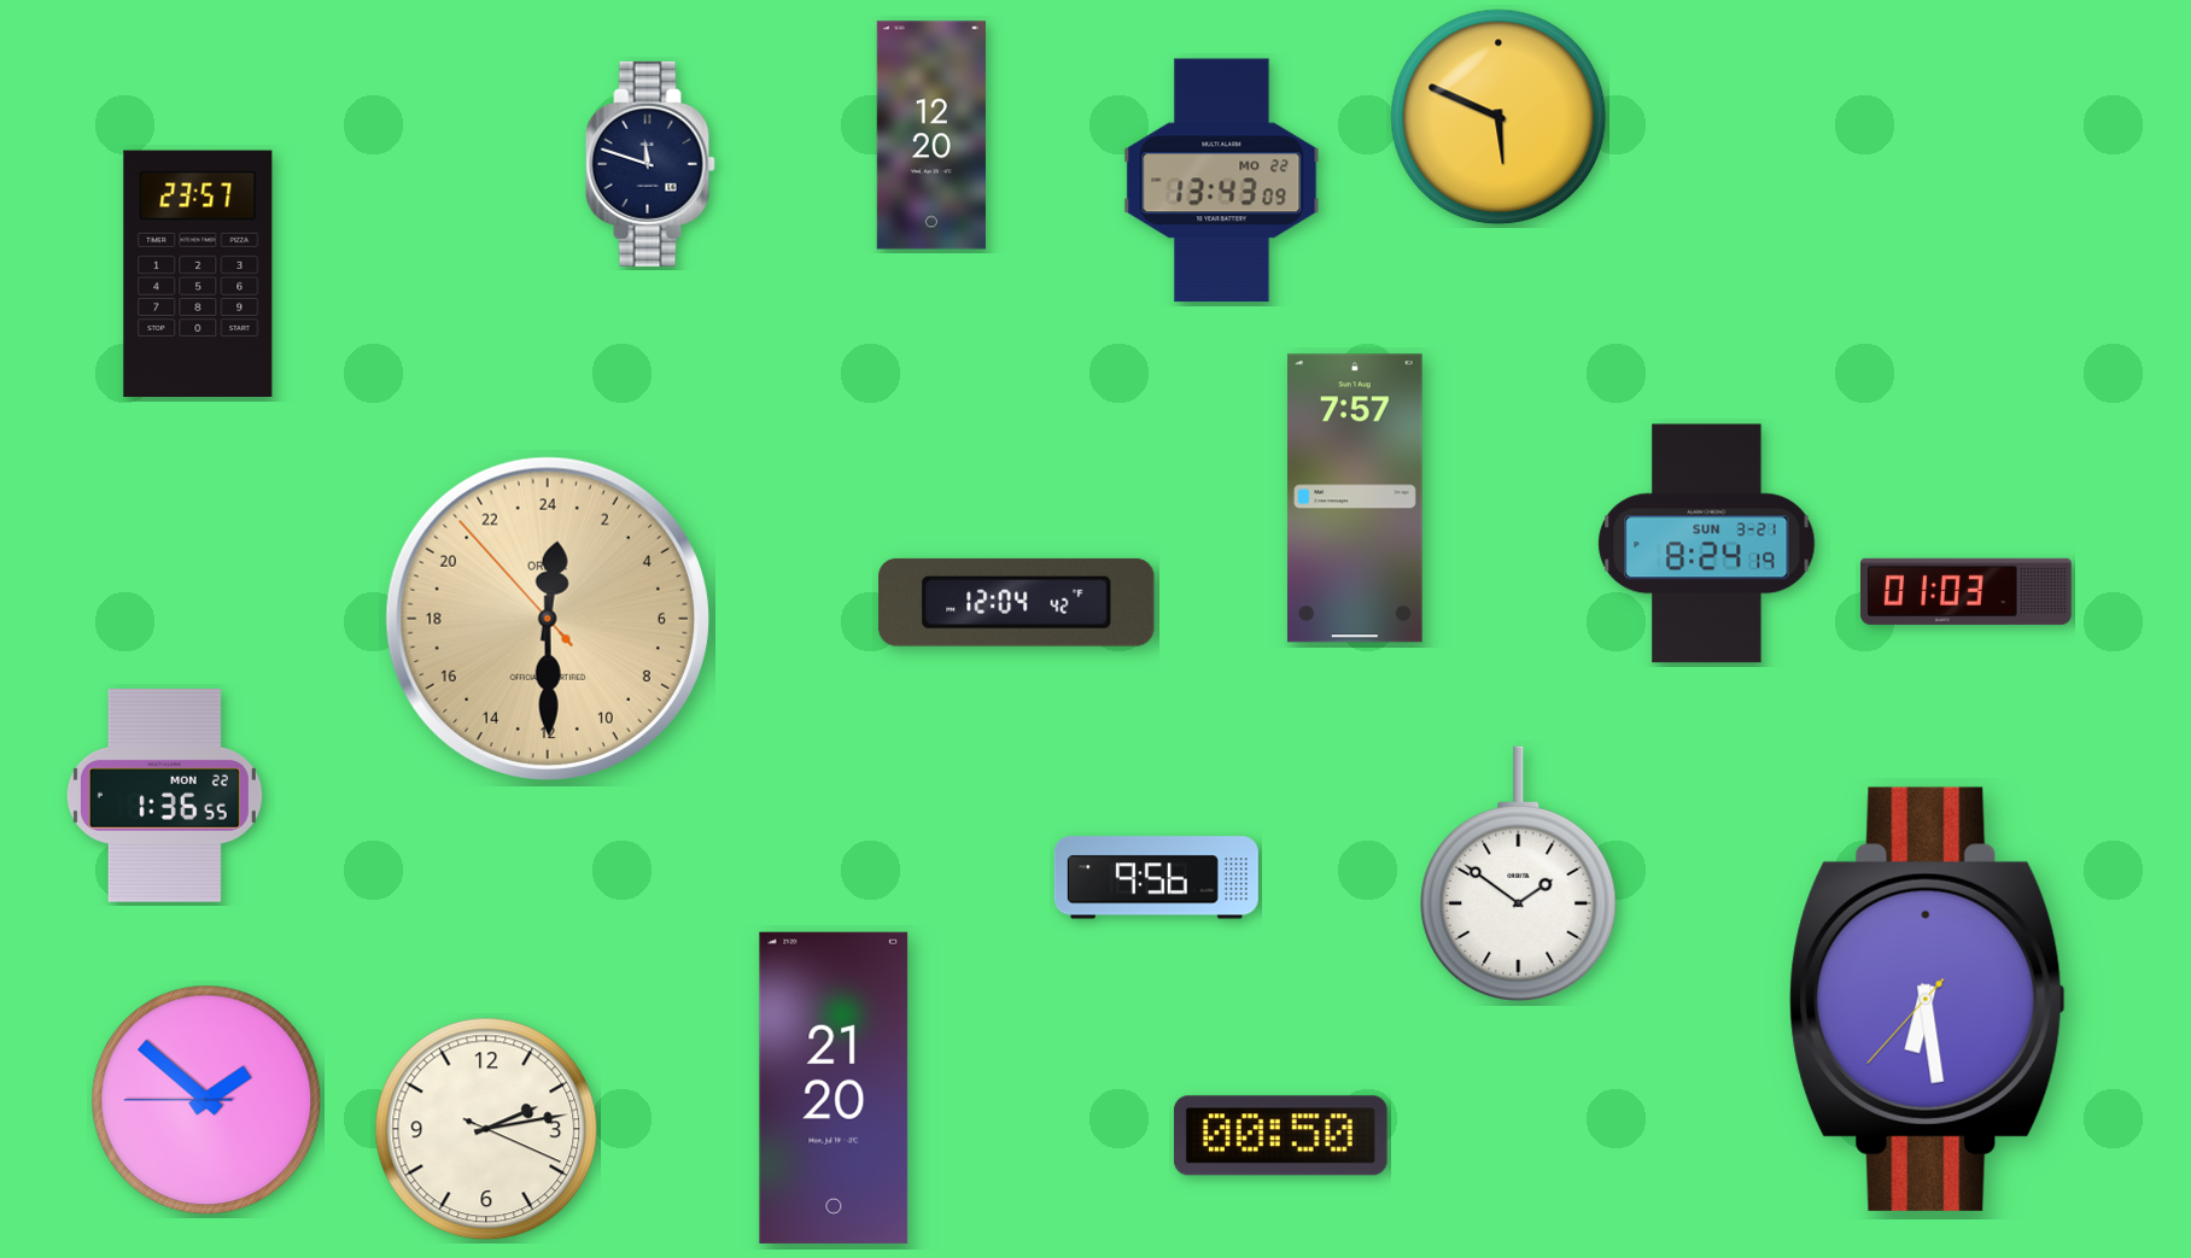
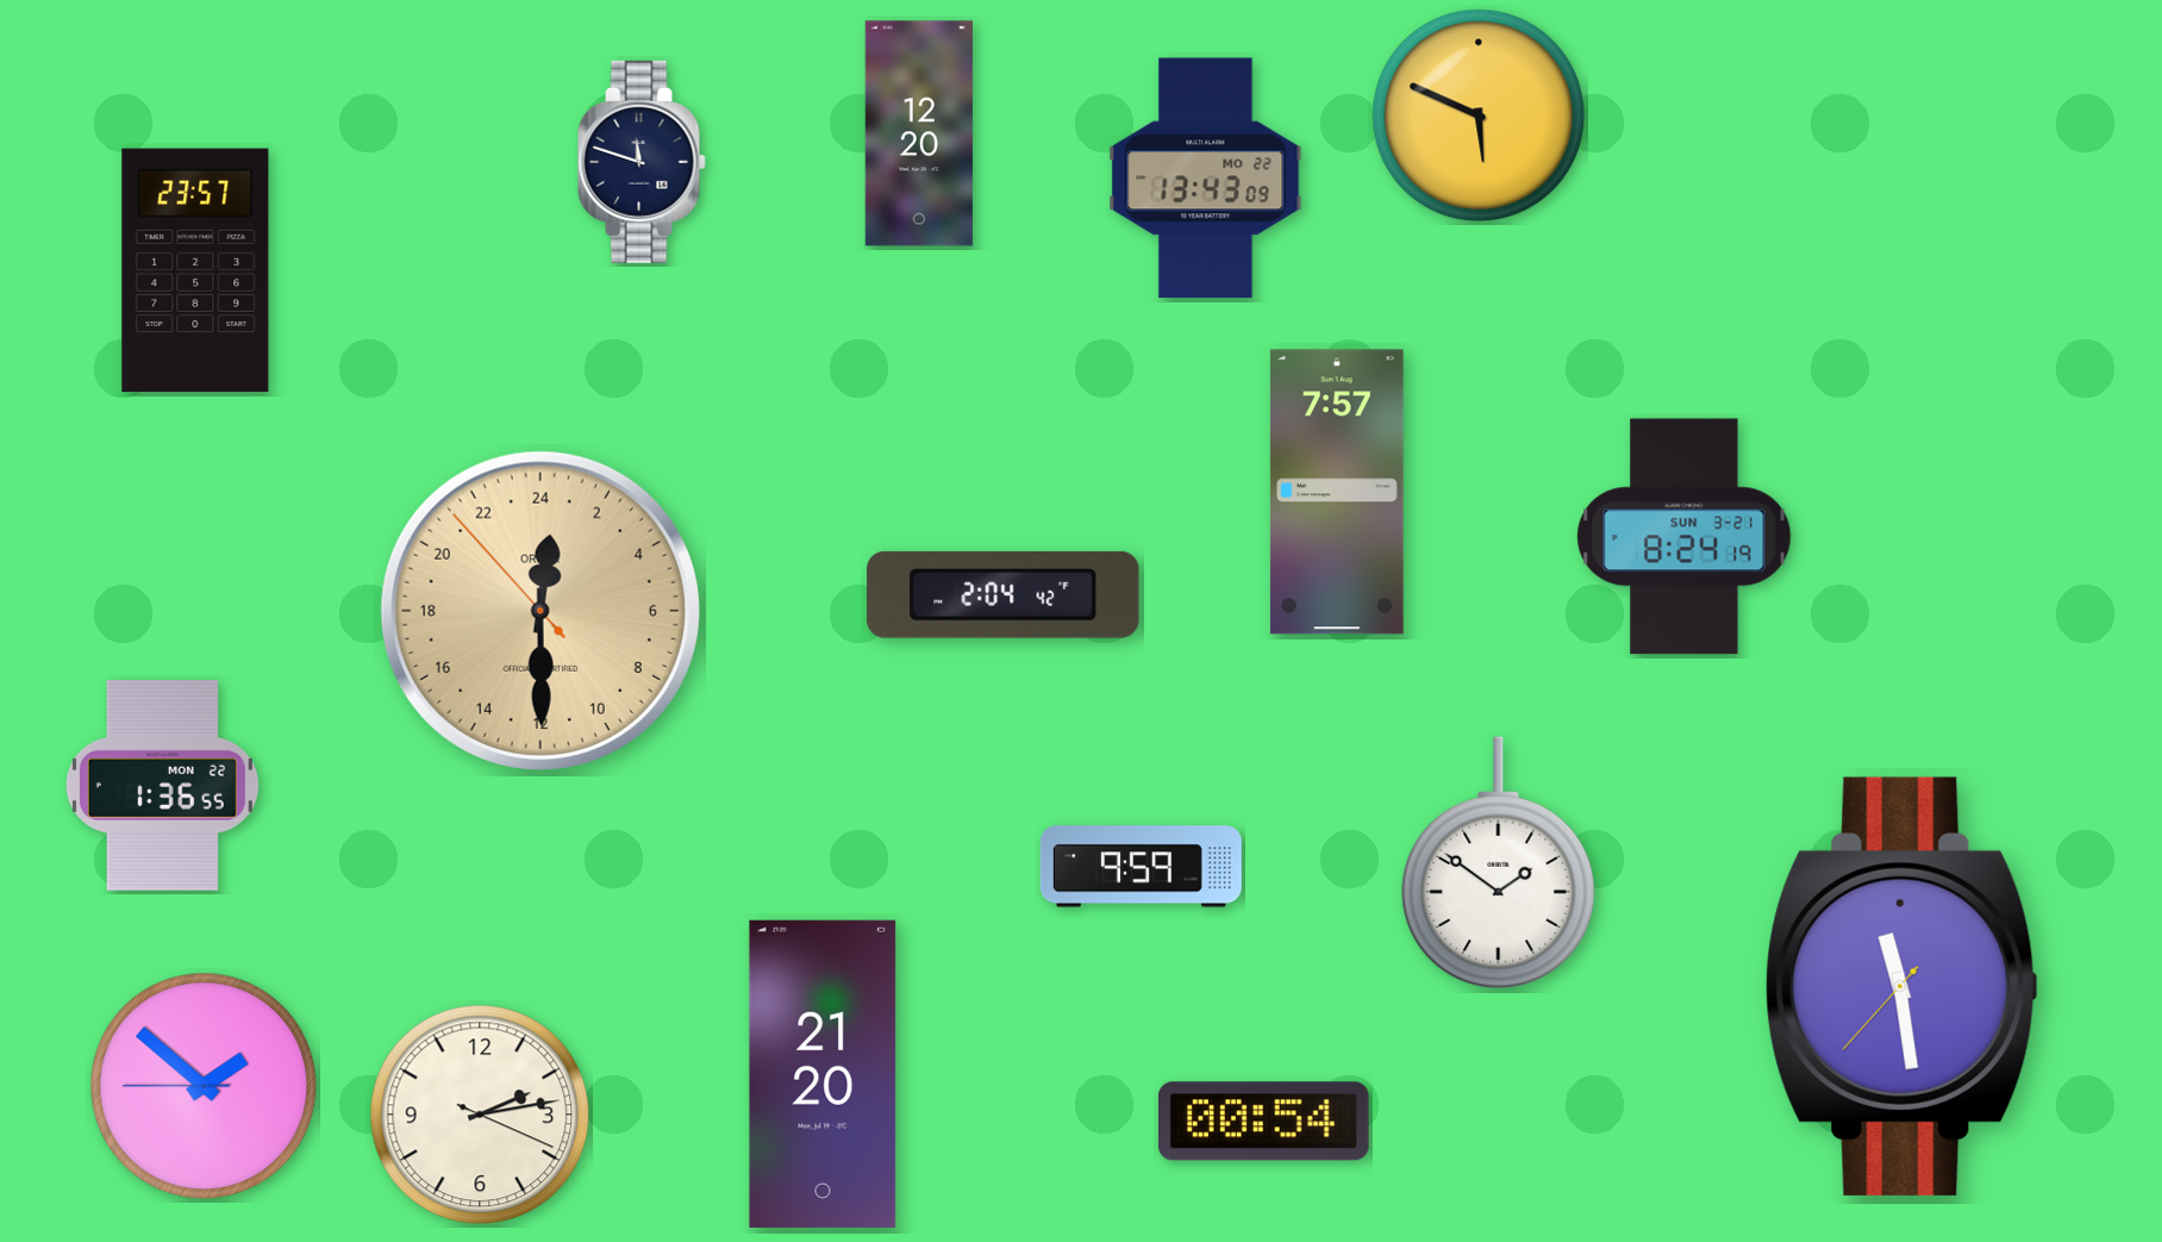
clock at (1967, 591): 01:03 -> none
clock at (1017, 602): 12:04 -> 2:04
clock at (1156, 878): 9:56 -> 9:59
clock at (1928, 999): 6:28 -> 11:28
clock at (1280, 1136): 00:50 -> 00:54
